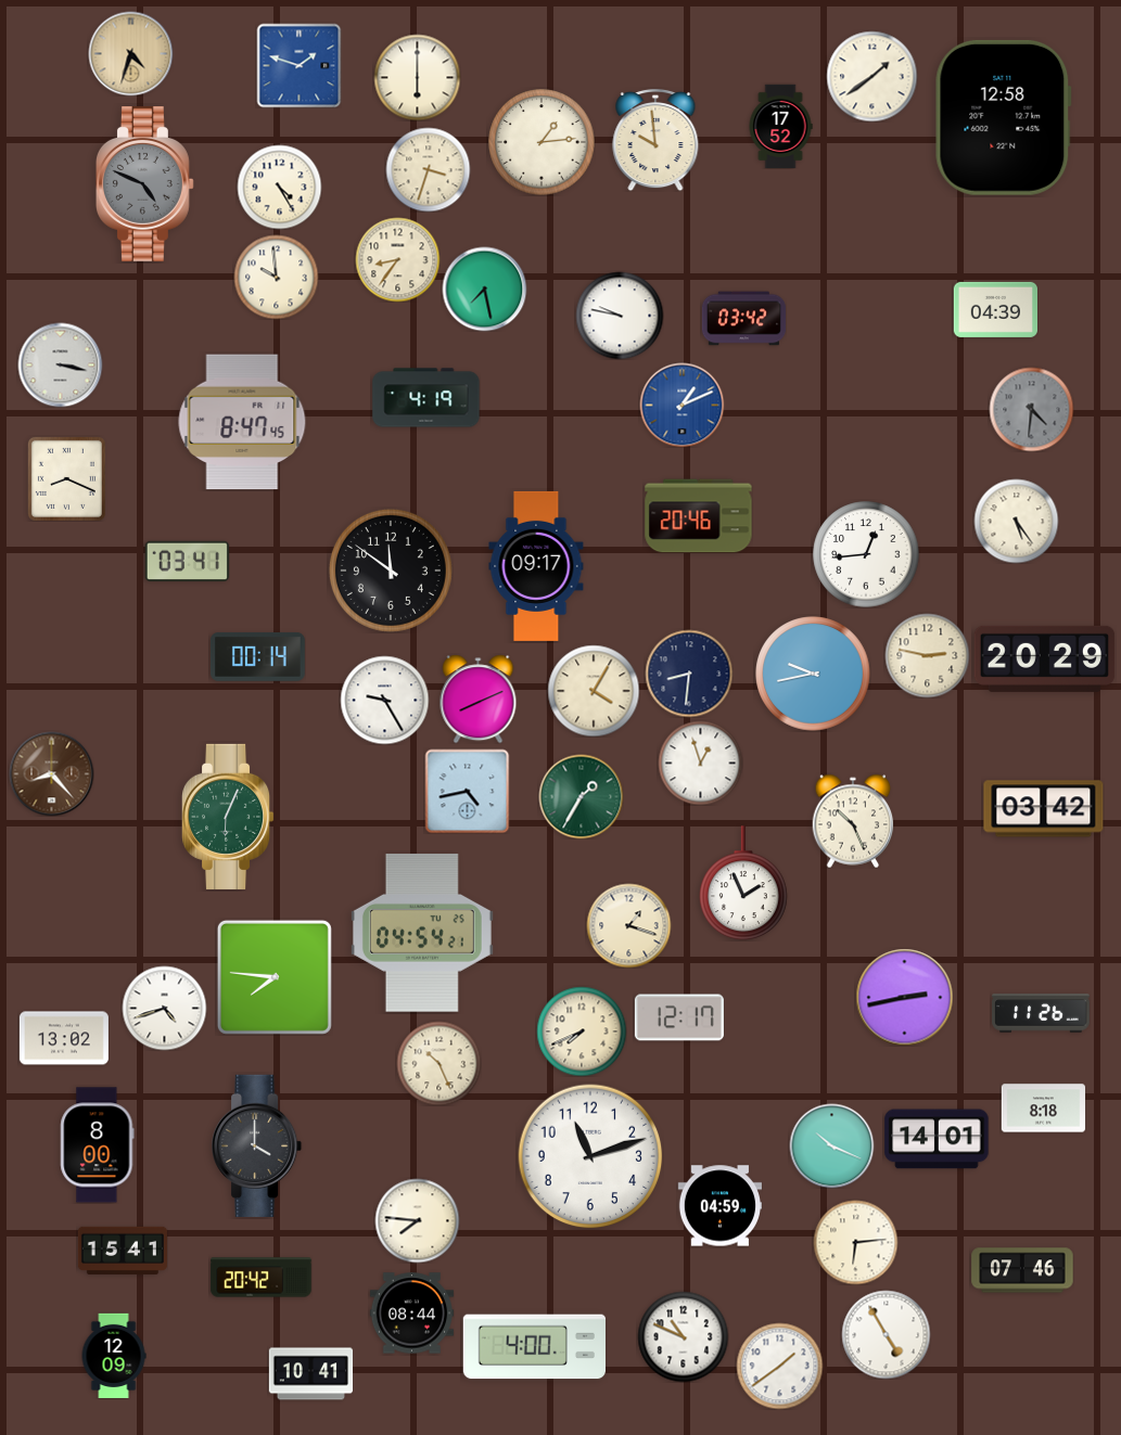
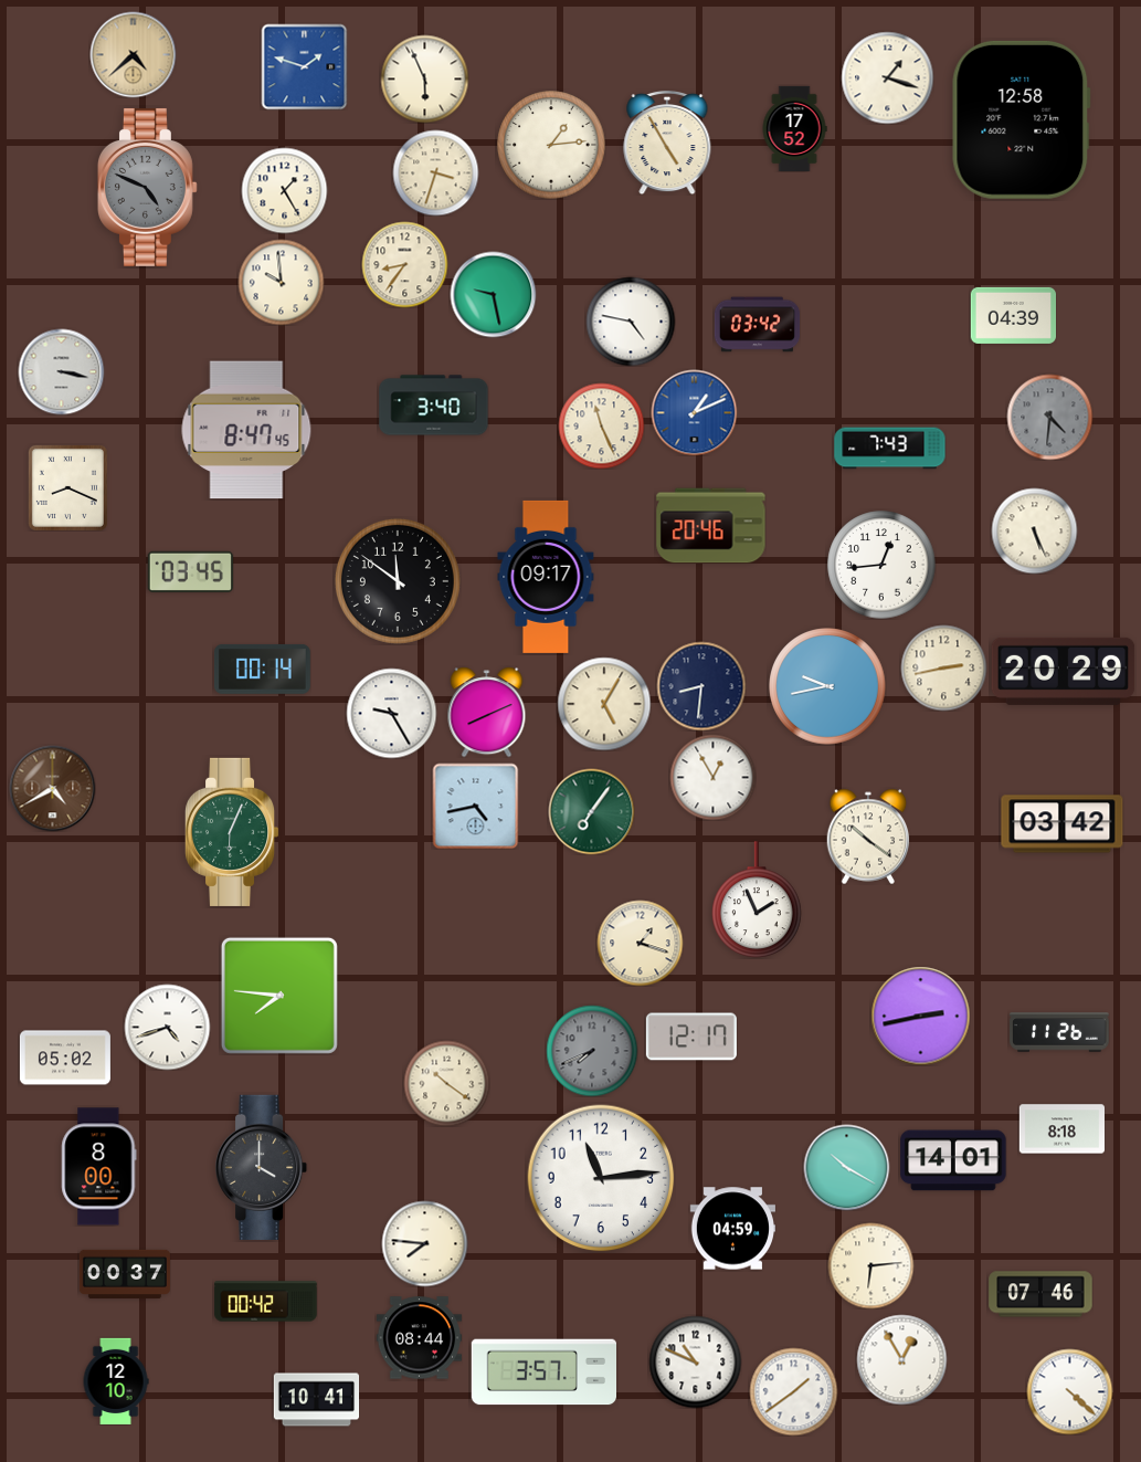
clock at (130, 53): 4:33 -> 4:38
clock at (871, 76): 1:39 -> 1:18
clock at (417, 77): 6:00 -> 5:56
clock at (655, 140): 9:59 -> 4:55
clock at (279, 187): 4:25 -> 1:25
clock at (484, 289): 7:28 -> 9:28
clock at (620, 316): 9:47 -> 4:47
clock at (426, 398): 4:19 -> 3:40
clock at (601, 425): none -> 11:26
clock at (890, 449): none -> 7:43
clock at (1016, 521): 5:24 -> 5:26
clock at (187, 561): 03:41 -> 03:45
clock at (927, 655): 2:47 -> 2:43
clock at (594, 691): 4:05 -> 5:05
clock at (700, 763): 12:57 -> 12:55
clock at (51, 773): 8:23 -> 4:40
clock at (581, 796): 1:35 -> 7:06
clock at (853, 821): 10:26 -> 10:21
clock at (422, 934): 04:54 -> none
clock at (582, 1032) dial: cream -> grey
clock at (64, 1038): 13:02 -> 05:02
clock at (438, 1063): 10:26 -> 10:21
clock at (831, 1145): 10:19 -> 10:20
clock at (590, 1156): 11:12 -> 11:14
clock at (123, 1251): 15:41 -> 00:37
clock at (262, 1278): 20:42 -> 00:42
clock at (886, 1334): 4:55 -> 12:55
clock at (534, 1347): 4:00 -> 3:57
clock at (114, 1355): 12:09 -> 12:10
clock at (1069, 1391): none -> 4:22
